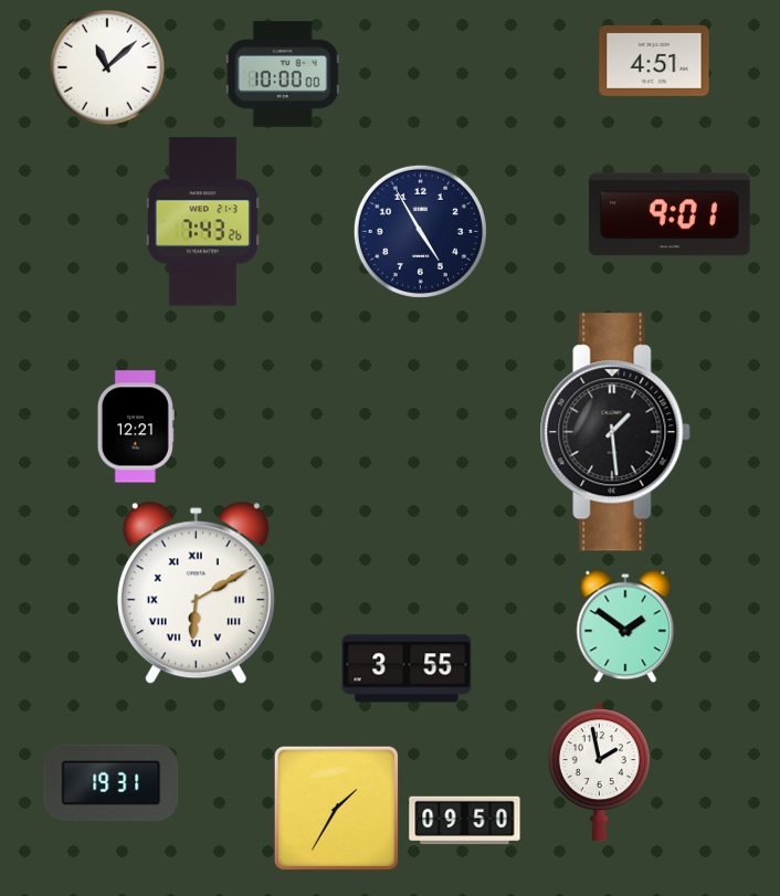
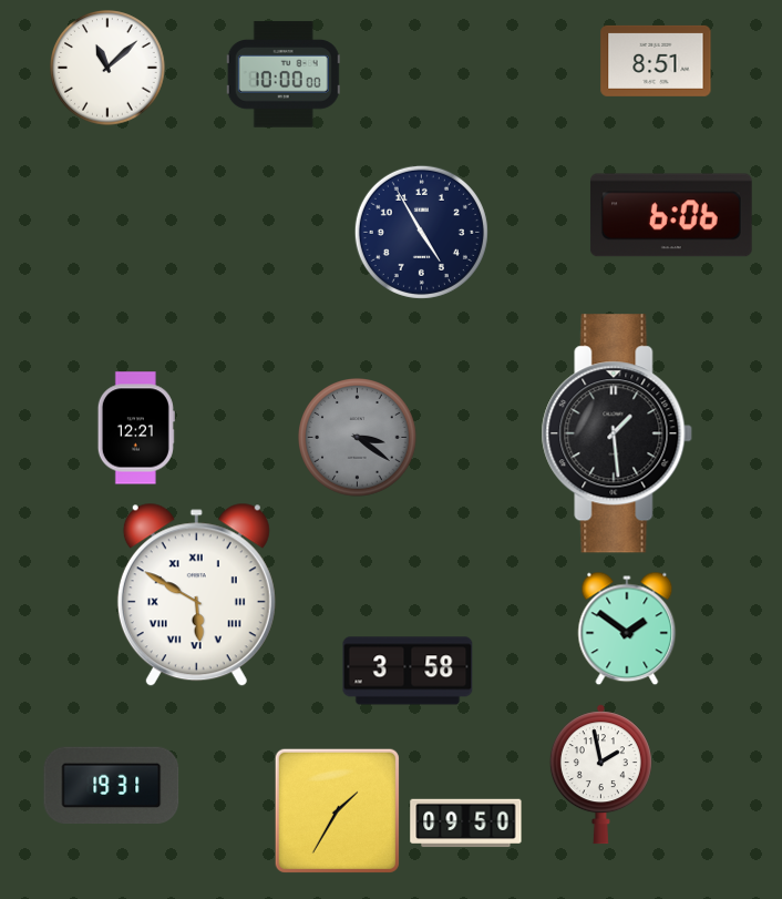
clock at (654, 61): 4:51 -> 8:51
clock at (670, 214): 9:01 -> 6:06
clock at (202, 222): 7:43 -> none
clock at (358, 438): none -> 3:21
clock at (196, 593): 6:10 -> 5:50
clock at (407, 668): 3:55 -> 3:58
